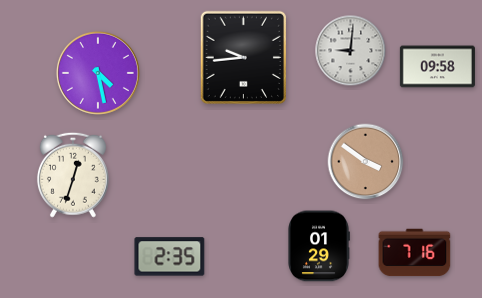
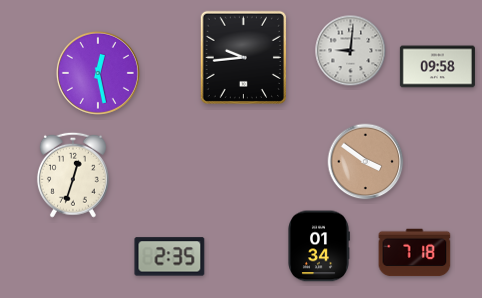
clock at (98, 73): 4:28 -> 12:28
clock at (319, 246): 01:29 -> 01:34
clock at (415, 253): 7:16 -> 7:18
